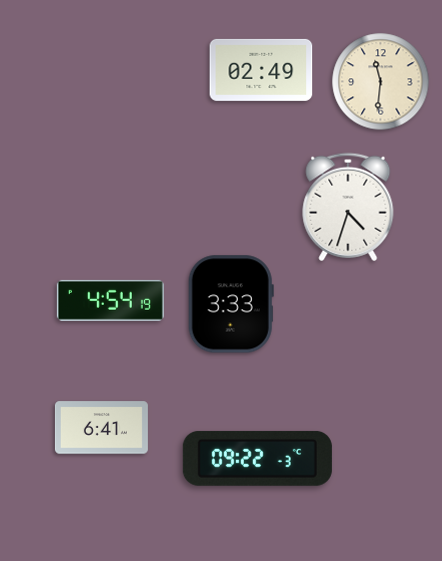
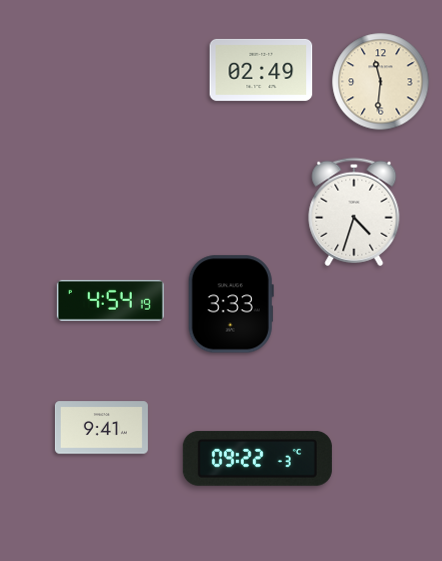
clock at (348, 207) position: (348, 207) -> (354, 212)
clock at (101, 428): 6:41 -> 9:41
